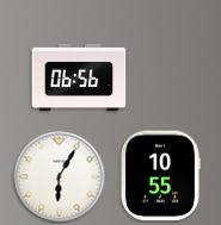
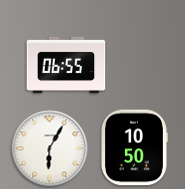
clock at (79, 76): 06:56 -> 06:55
clock at (161, 176): 10:55 -> 10:50
